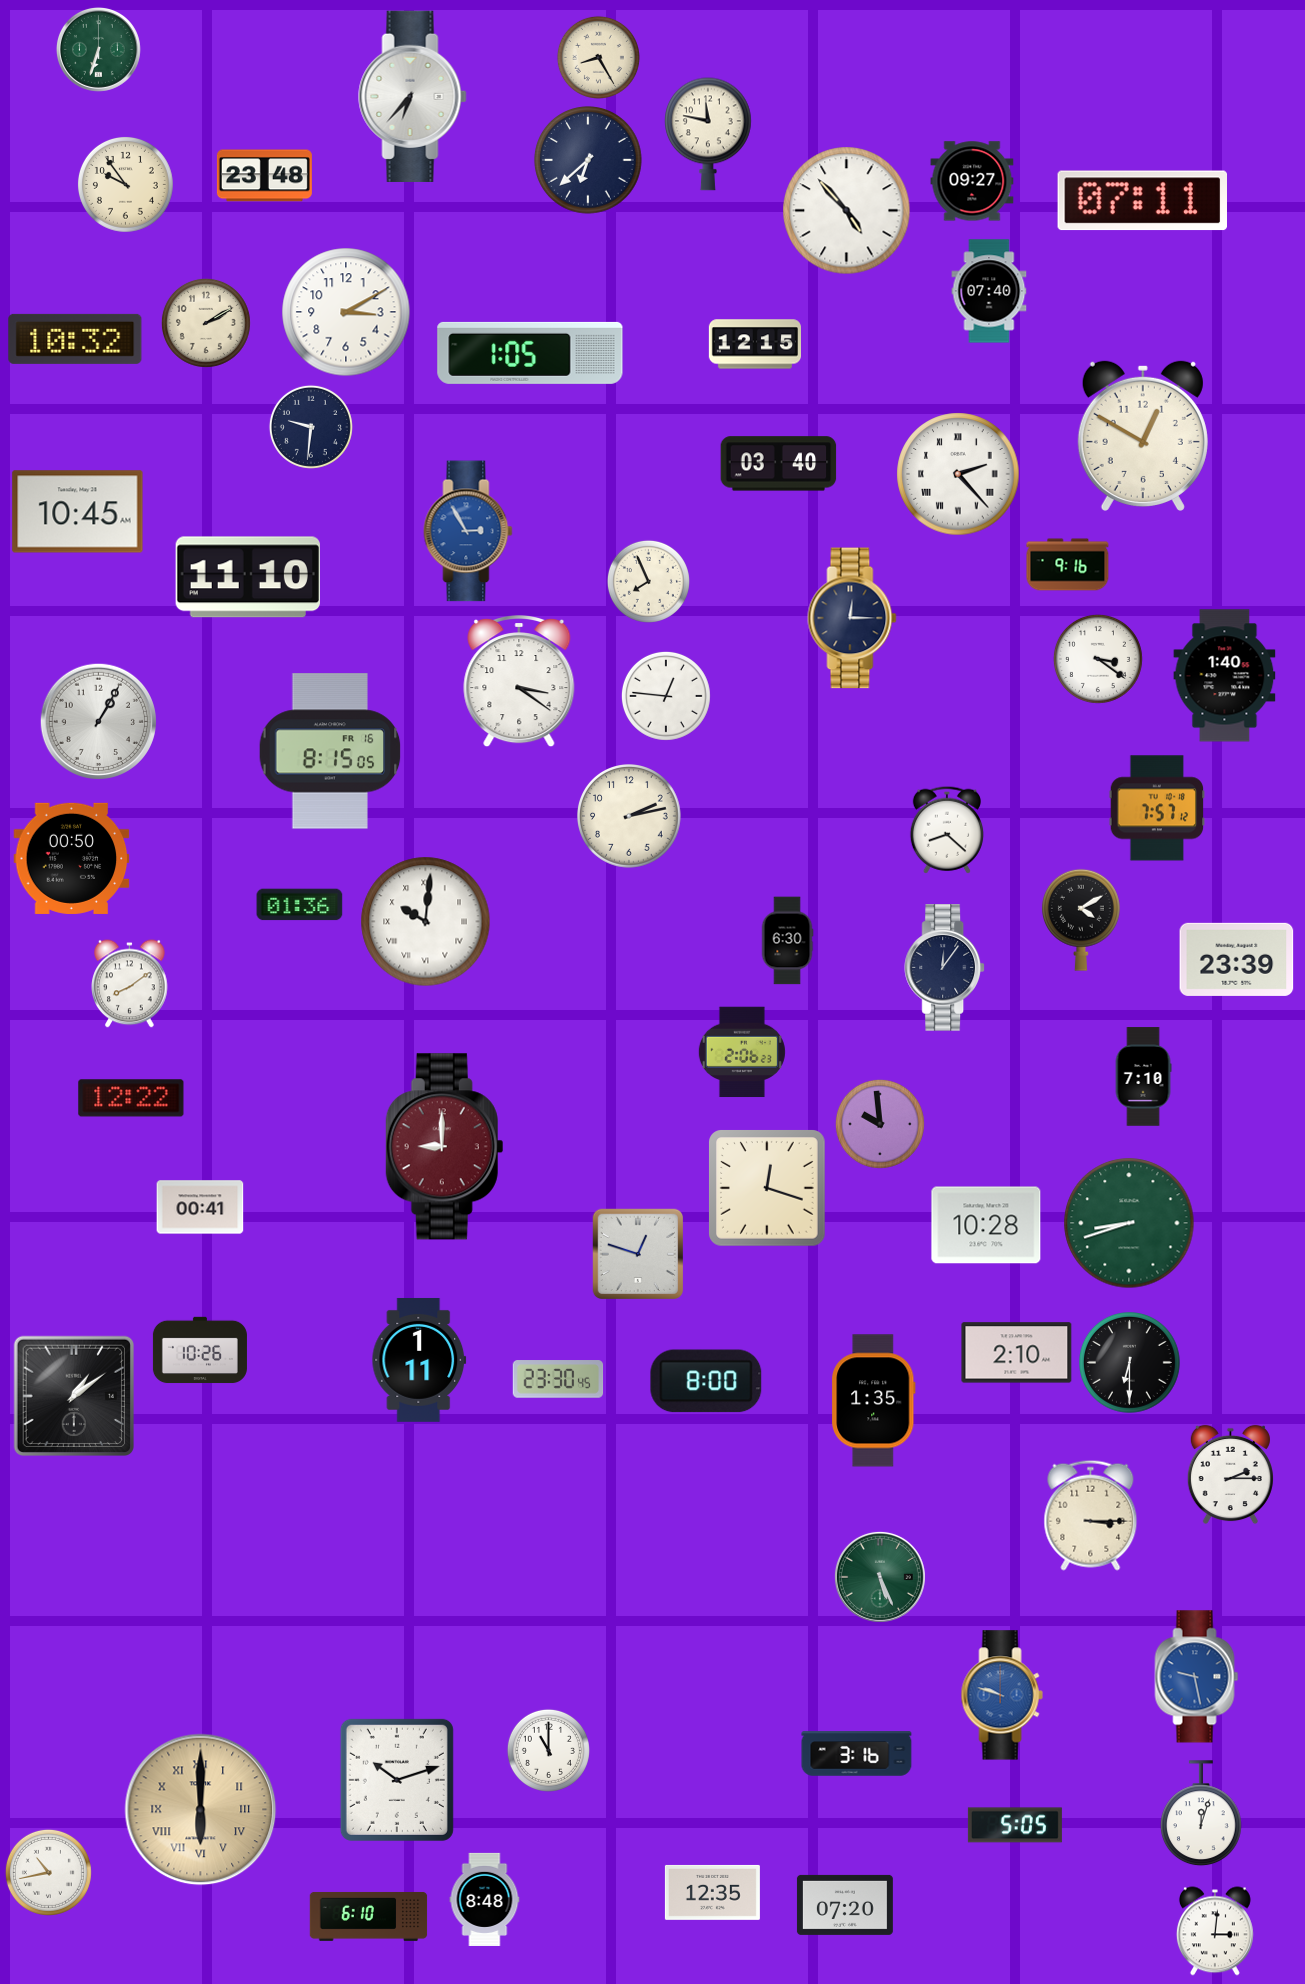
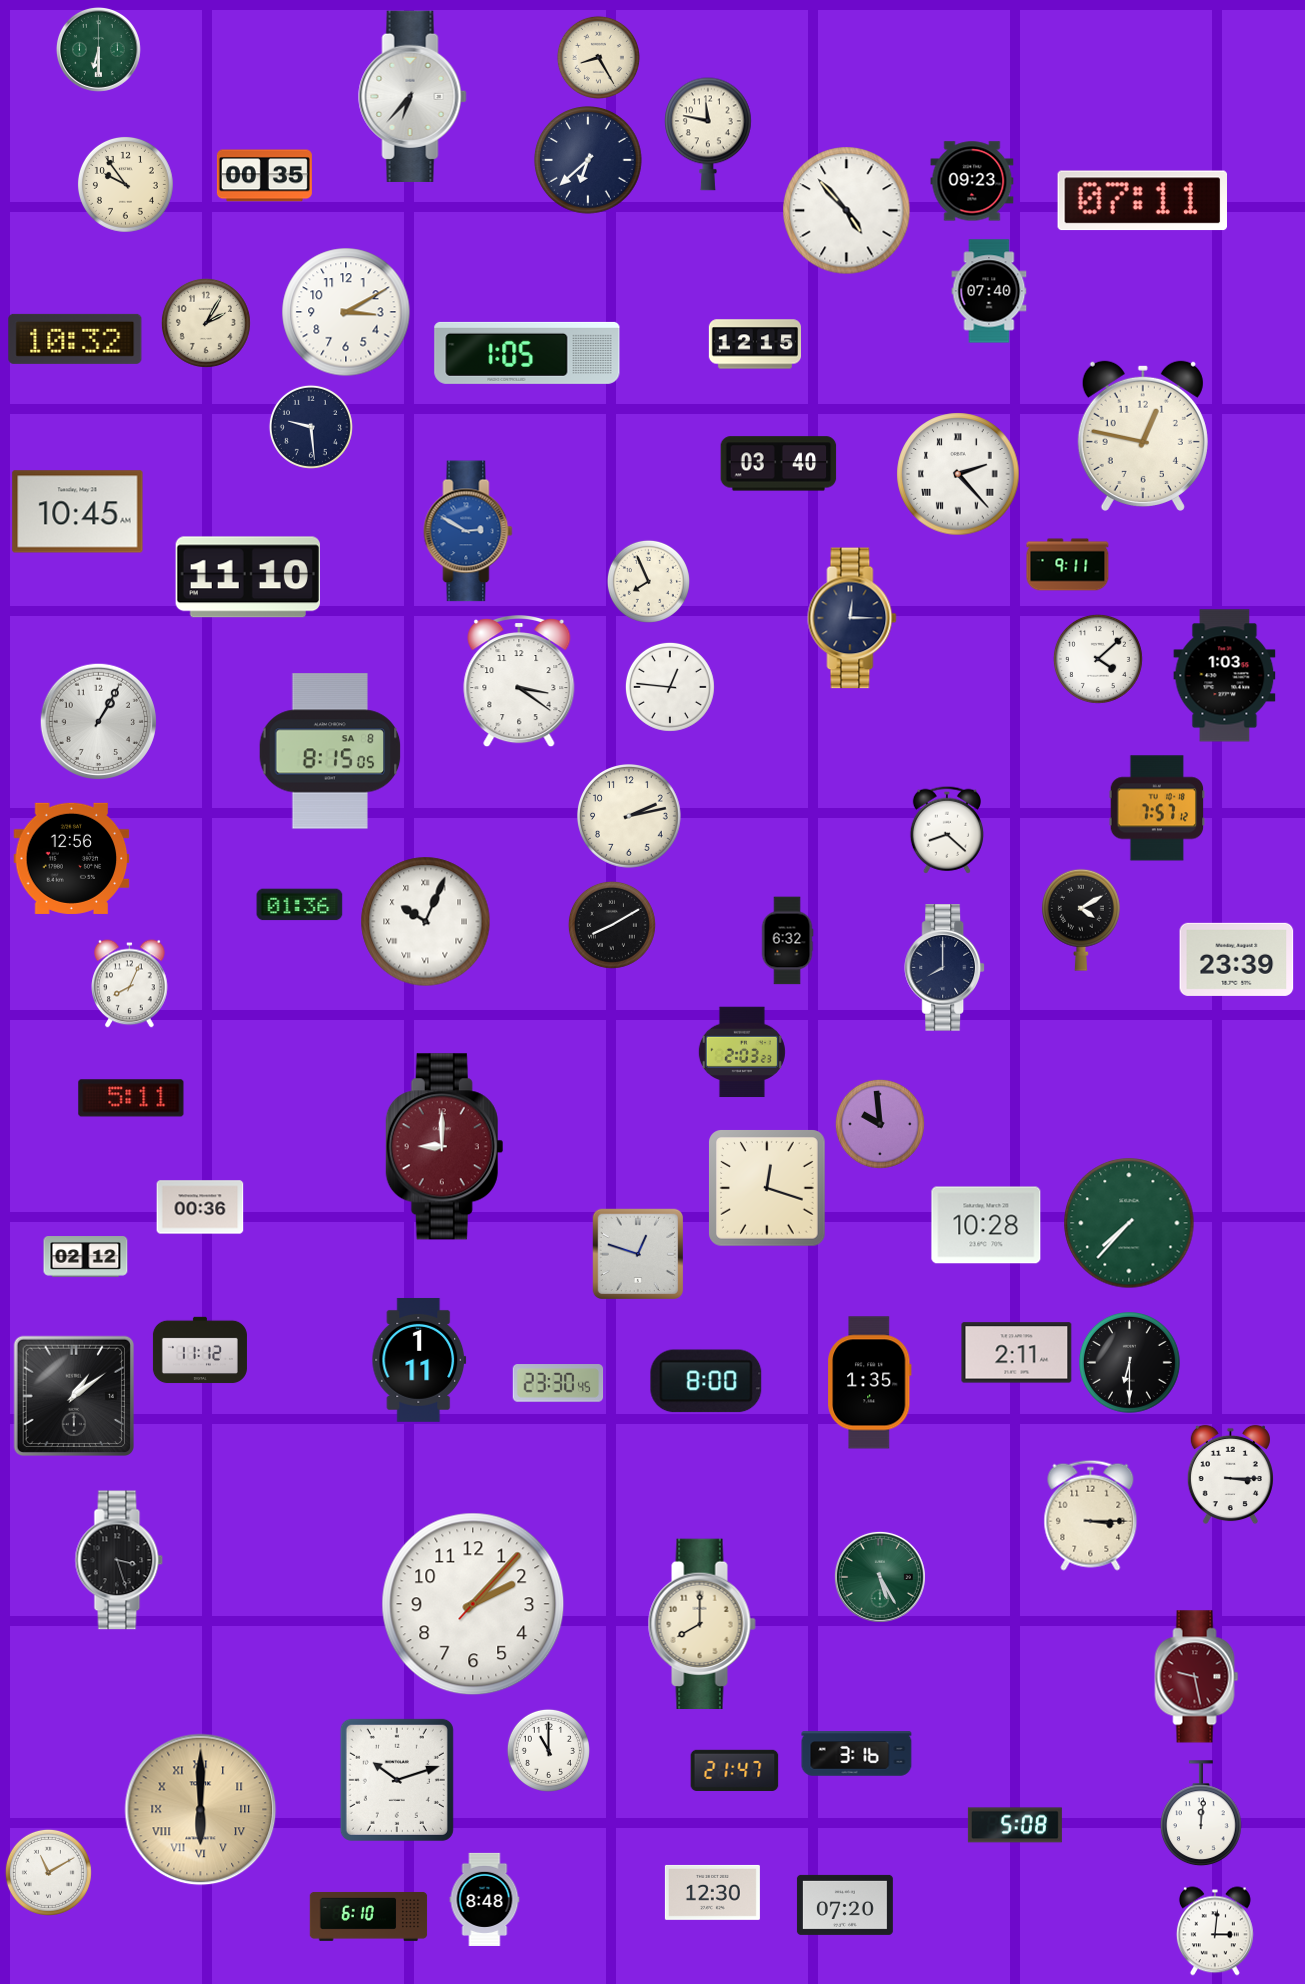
clock at (98, 49): 6:33 -> 6:30
clock at (264, 176): 23:48 -> 00:35
clock at (972, 181): 09:27 -> 09:23
clock at (206, 323): 2:10 -> 2:05
clock at (530, 353) position: (530, 353) -> (527, 353)
clock at (311, 427): 9:31 -> 9:29
clock at (1143, 436): 12:50 -> 12:47
clock at (468, 531): 2:55 -> 2:50
clock at (1068, 565): 9:16 -> 9:11
clock at (1098, 659): 3:21 -> 4:08
clock at (1225, 676): 1:40 -> 1:03
clock at (666, 696) position: (666, 696) -> (670, 687)
clock at (330, 751) date: FR 16 -> SA 8
clock at (72, 858): 00:50 -> 12:56
clock at (426, 922): 10:01 -> 10:04
clock at (612, 925): none -> 8:10
clock at (787, 941): 6:30 -> 6:32
clock at (944, 968): 12:06 -> 8:00
clock at (130, 984): 8:09 -> 8:04
clock at (742, 1052): 2:06 -> 2:03
clock at (1143, 1077): 7:10 -> none
clock at (131, 1098): 12:22 -> 5:11
clock at (200, 1207): 00:41 -> 00:36
clock at (1129, 1223): 8:42 -> 7:37
clock at (86, 1257): none -> 02:12
clock at (200, 1350): 10:26 -> 11:12
clock at (1017, 1353): 2:10 -> 2:11
clock at (558, 1379) position: (558, 1379) -> (558, 1383)
clock at (874, 1401) position: (874, 1401) -> (870, 1383)
clock at (1230, 1475): 2:15 -> 3:15
clock at (119, 1560): none -> 3:27
clock at (880, 1577): 5:26 -> 5:25
clock at (473, 1604): none -> 2:07
clock at (702, 1624): none -> 8:00
clock at (1197, 1677) dial: blue -> burgundy
clock at (1002, 1695): 9:48 -> none
clock at (735, 1770): none -> 21:47
clock at (1202, 1814): 12:03 -> 12:01
clock at (1015, 1825): 5:05 -> 5:08
clock at (48, 1872): 10:43 -> 11:10
clock at (712, 1892): 12:35 -> 12:30
